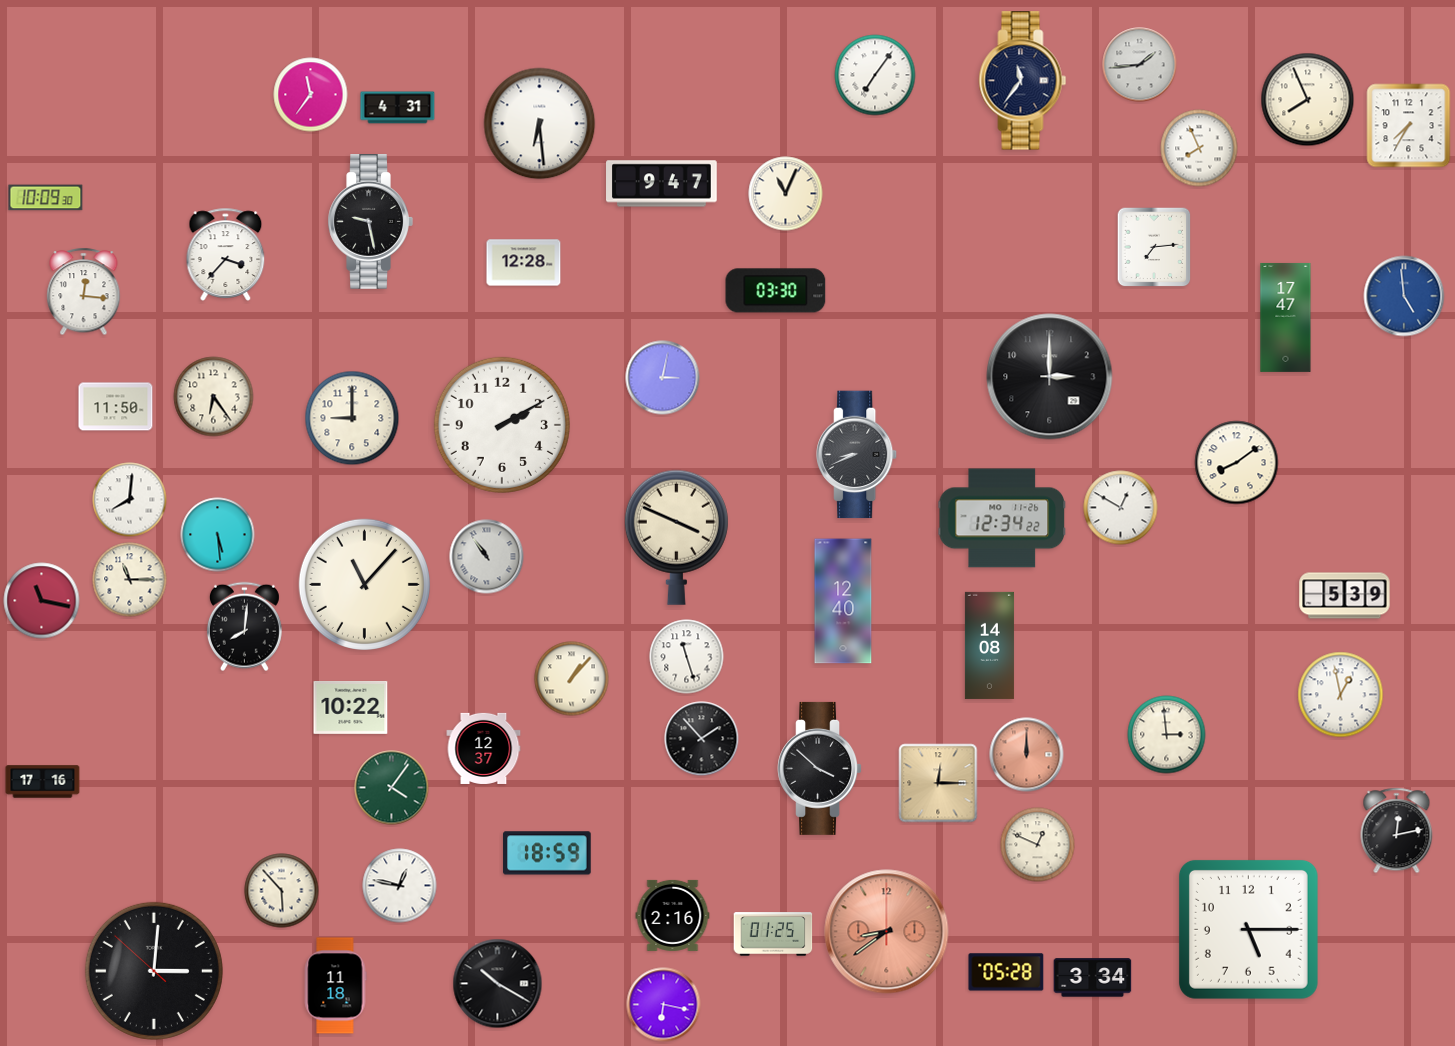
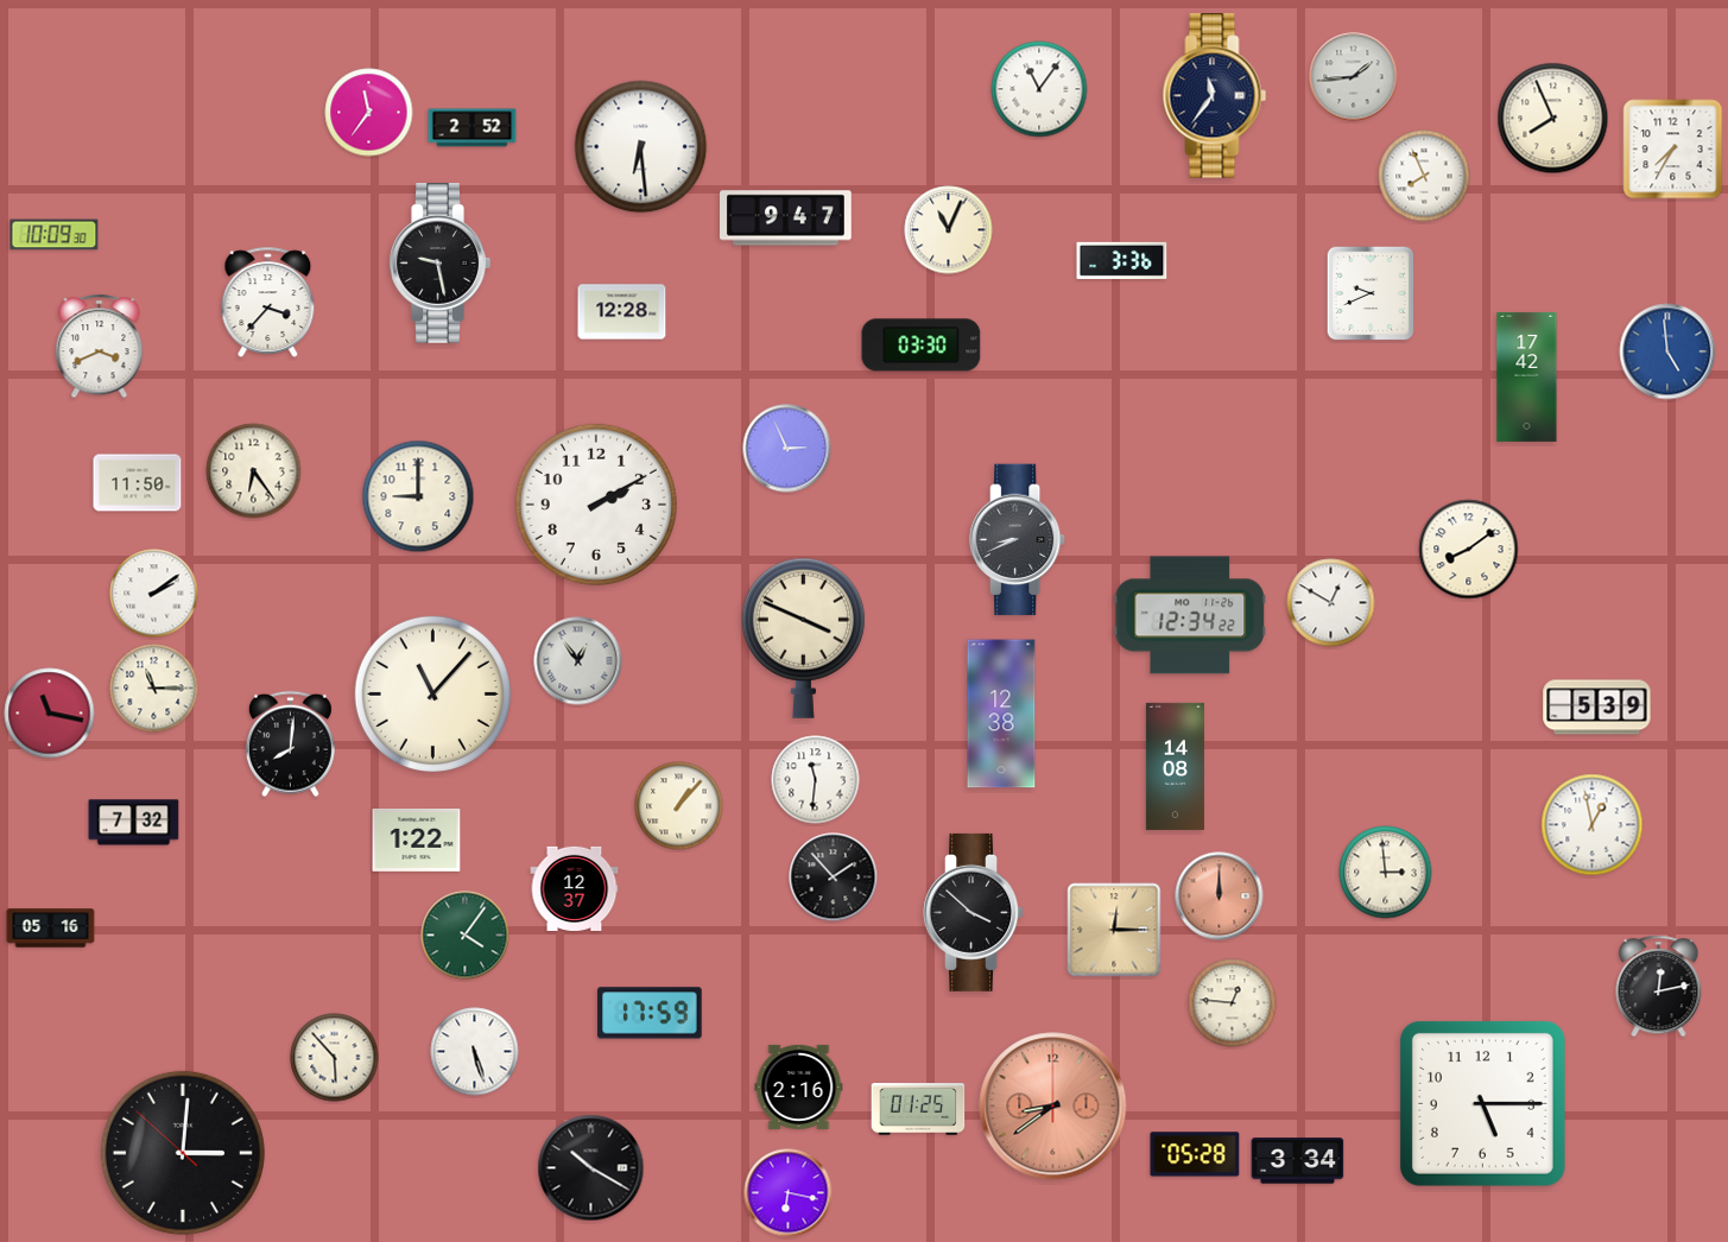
clock at (875, 75): 7:06 -> 11:06
clock at (398, 108): 4:31 -> 2:52
clock at (786, 194) position: (786, 194) -> (949, 230)
clock at (1122, 260): none -> 3:36
clock at (1154, 247): 7:14 -> 9:41
clock at (84, 292): 12:16 -> 3:41
clock at (1286, 317): 17:47 -> 17:42
clock at (1050, 377): 3:00 -> none
clock at (663, 378): 3:02 -> 2:56
clock at (130, 500): 8:01 -> 2:09
clock at (218, 535): 5:29 -> none
clock at (487, 557): 10:54 -> 12:54
clock at (843, 601): 12:40 -> 12:38
clock at (687, 657): 11:27 -> 11:31
clock at (134, 823): none -> 7:32
clock at (351, 707): 10:22 -> 1:22
clock at (43, 782): 17:16 -> 05:16
clock at (1038, 845): 12:49 -> 12:46
clock at (547, 853): 18:59 -> 17:59
clock at (400, 886): 12:47 -> 5:27
clock at (335, 986): 11:18 -> none
